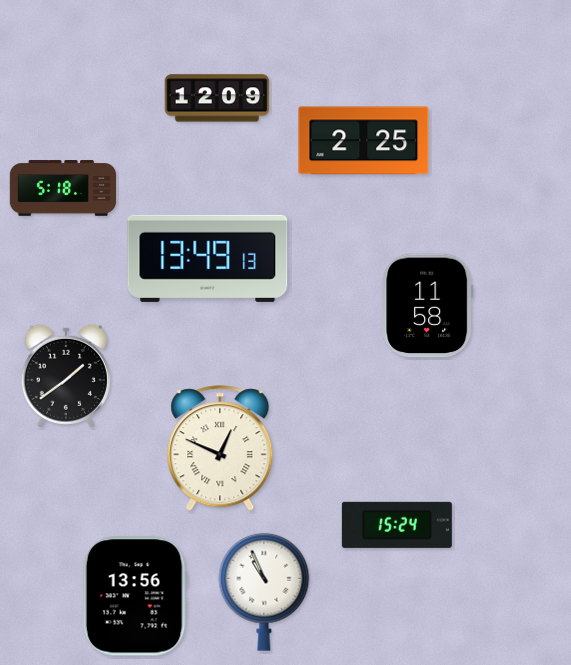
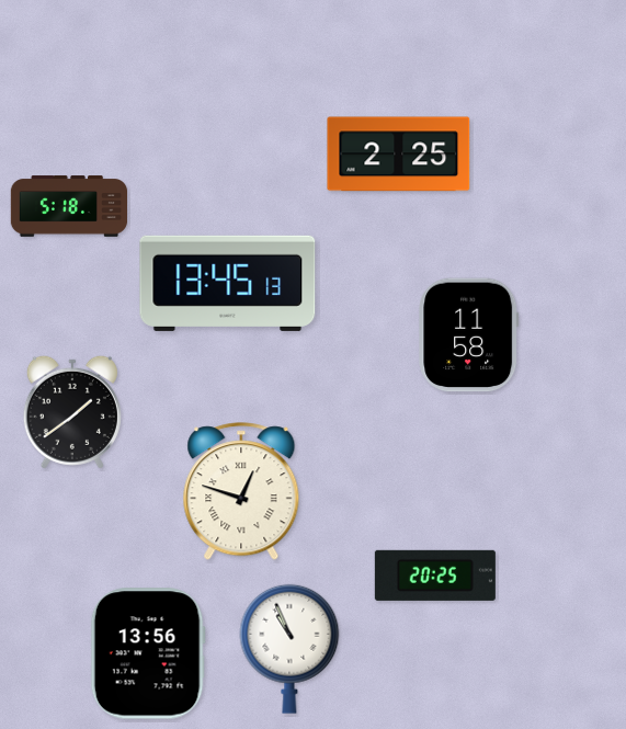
clock at (217, 98): 12:09 -> none
clock at (208, 258): 13:49 -> 13:45
clock at (220, 449): 12:49 -> 12:48
clock at (397, 525): 15:24 -> 20:25
